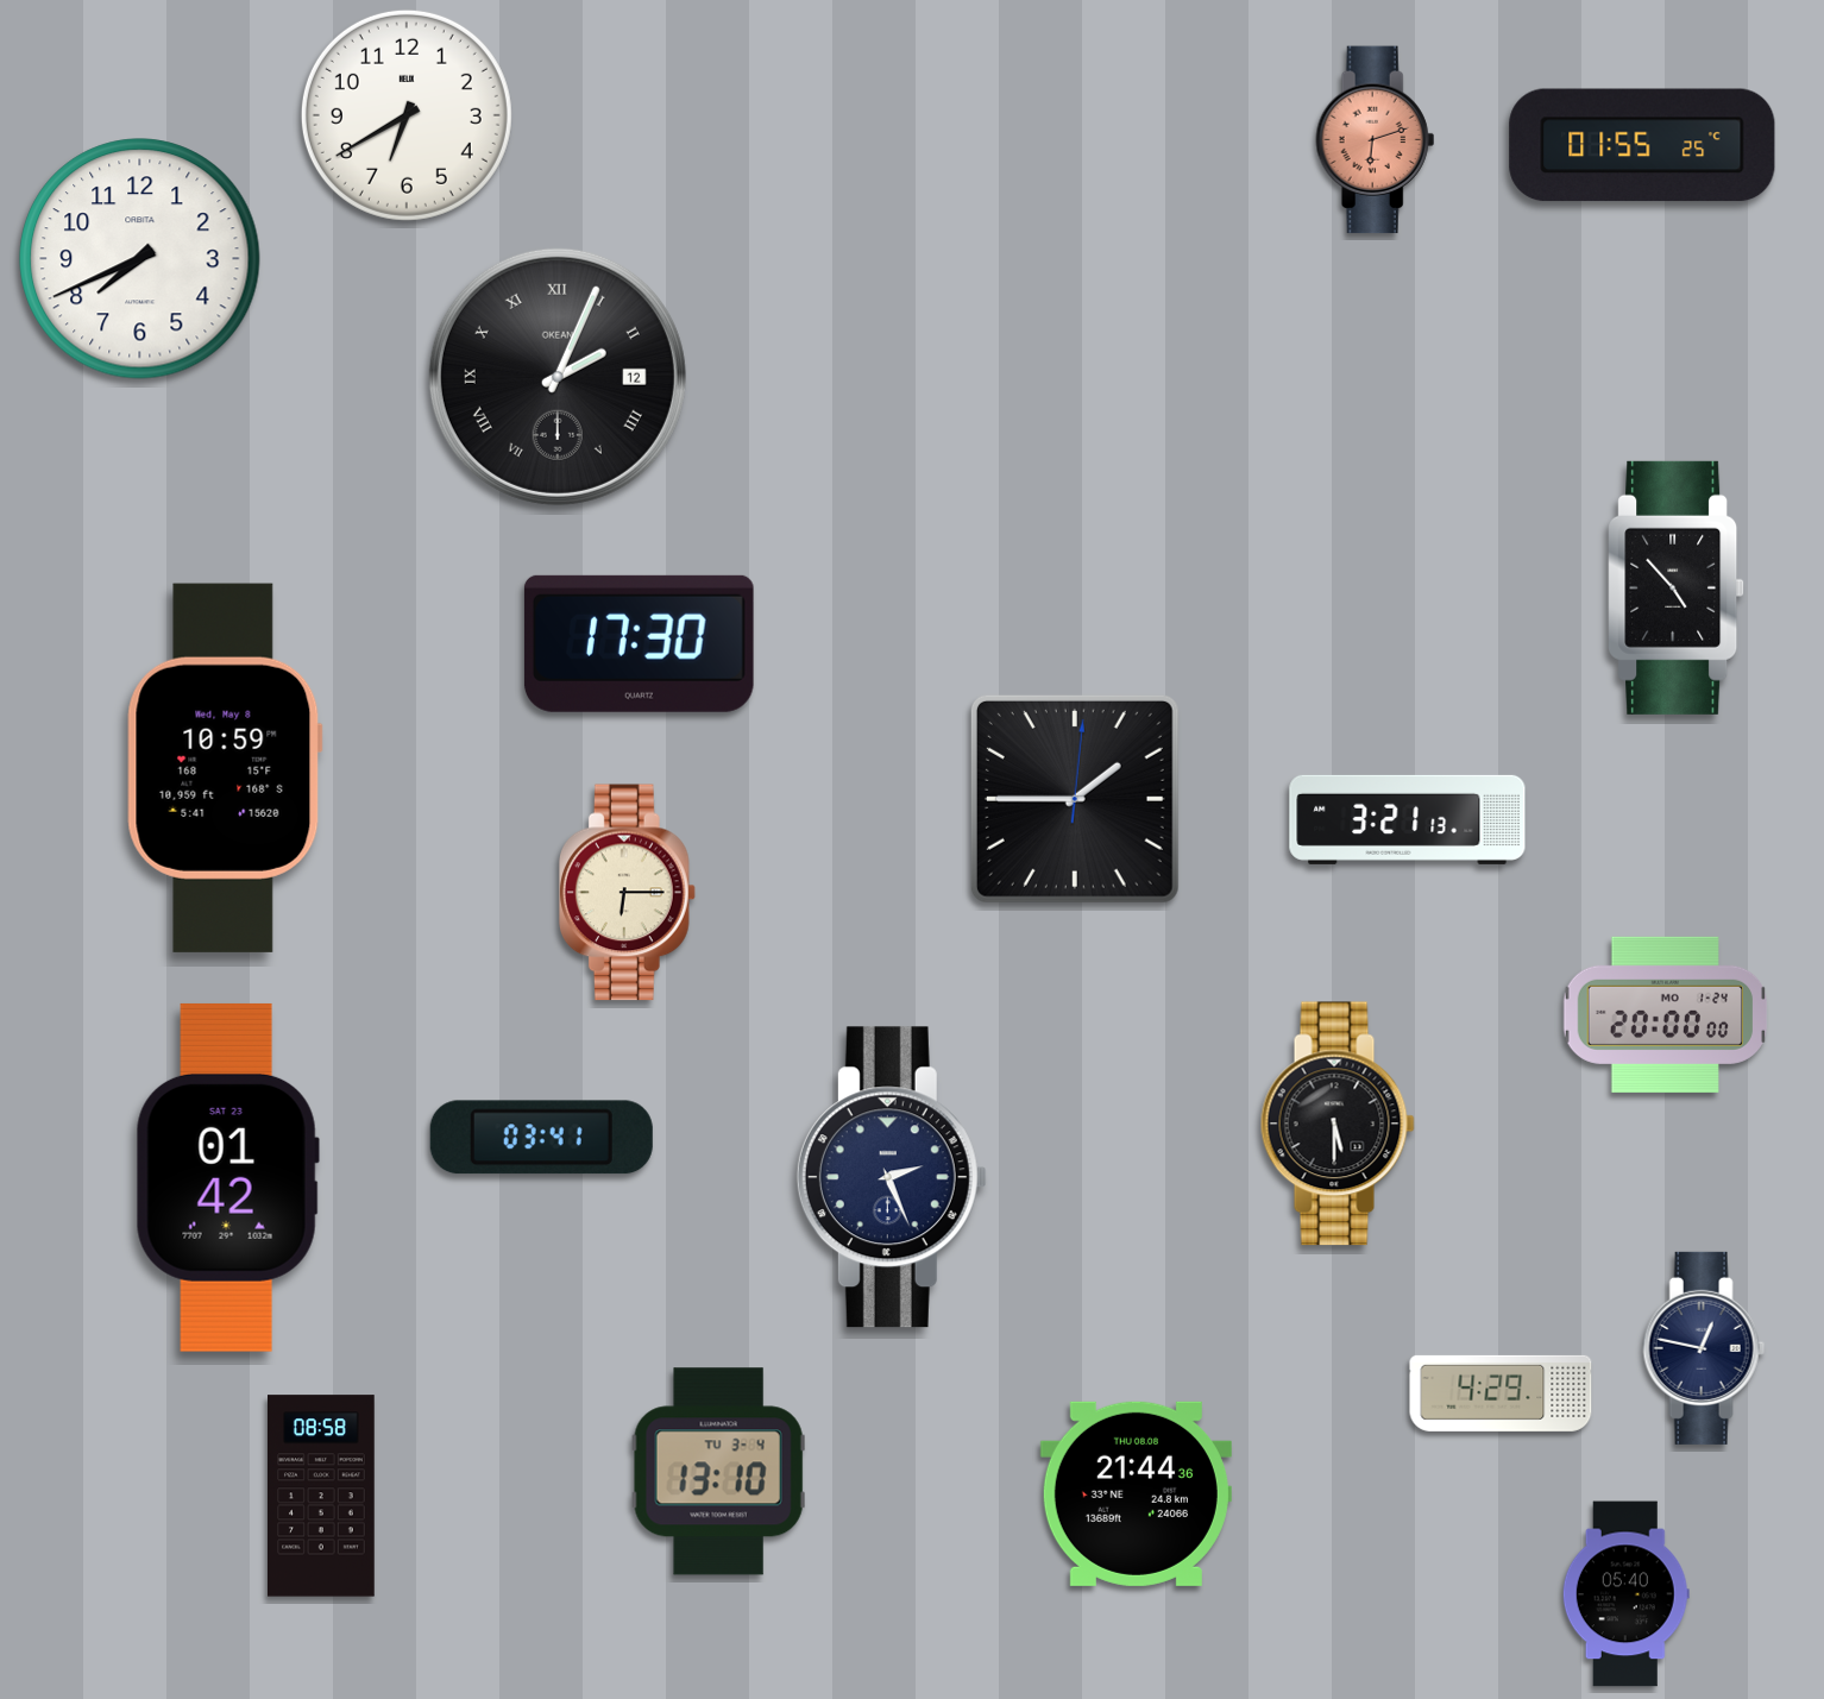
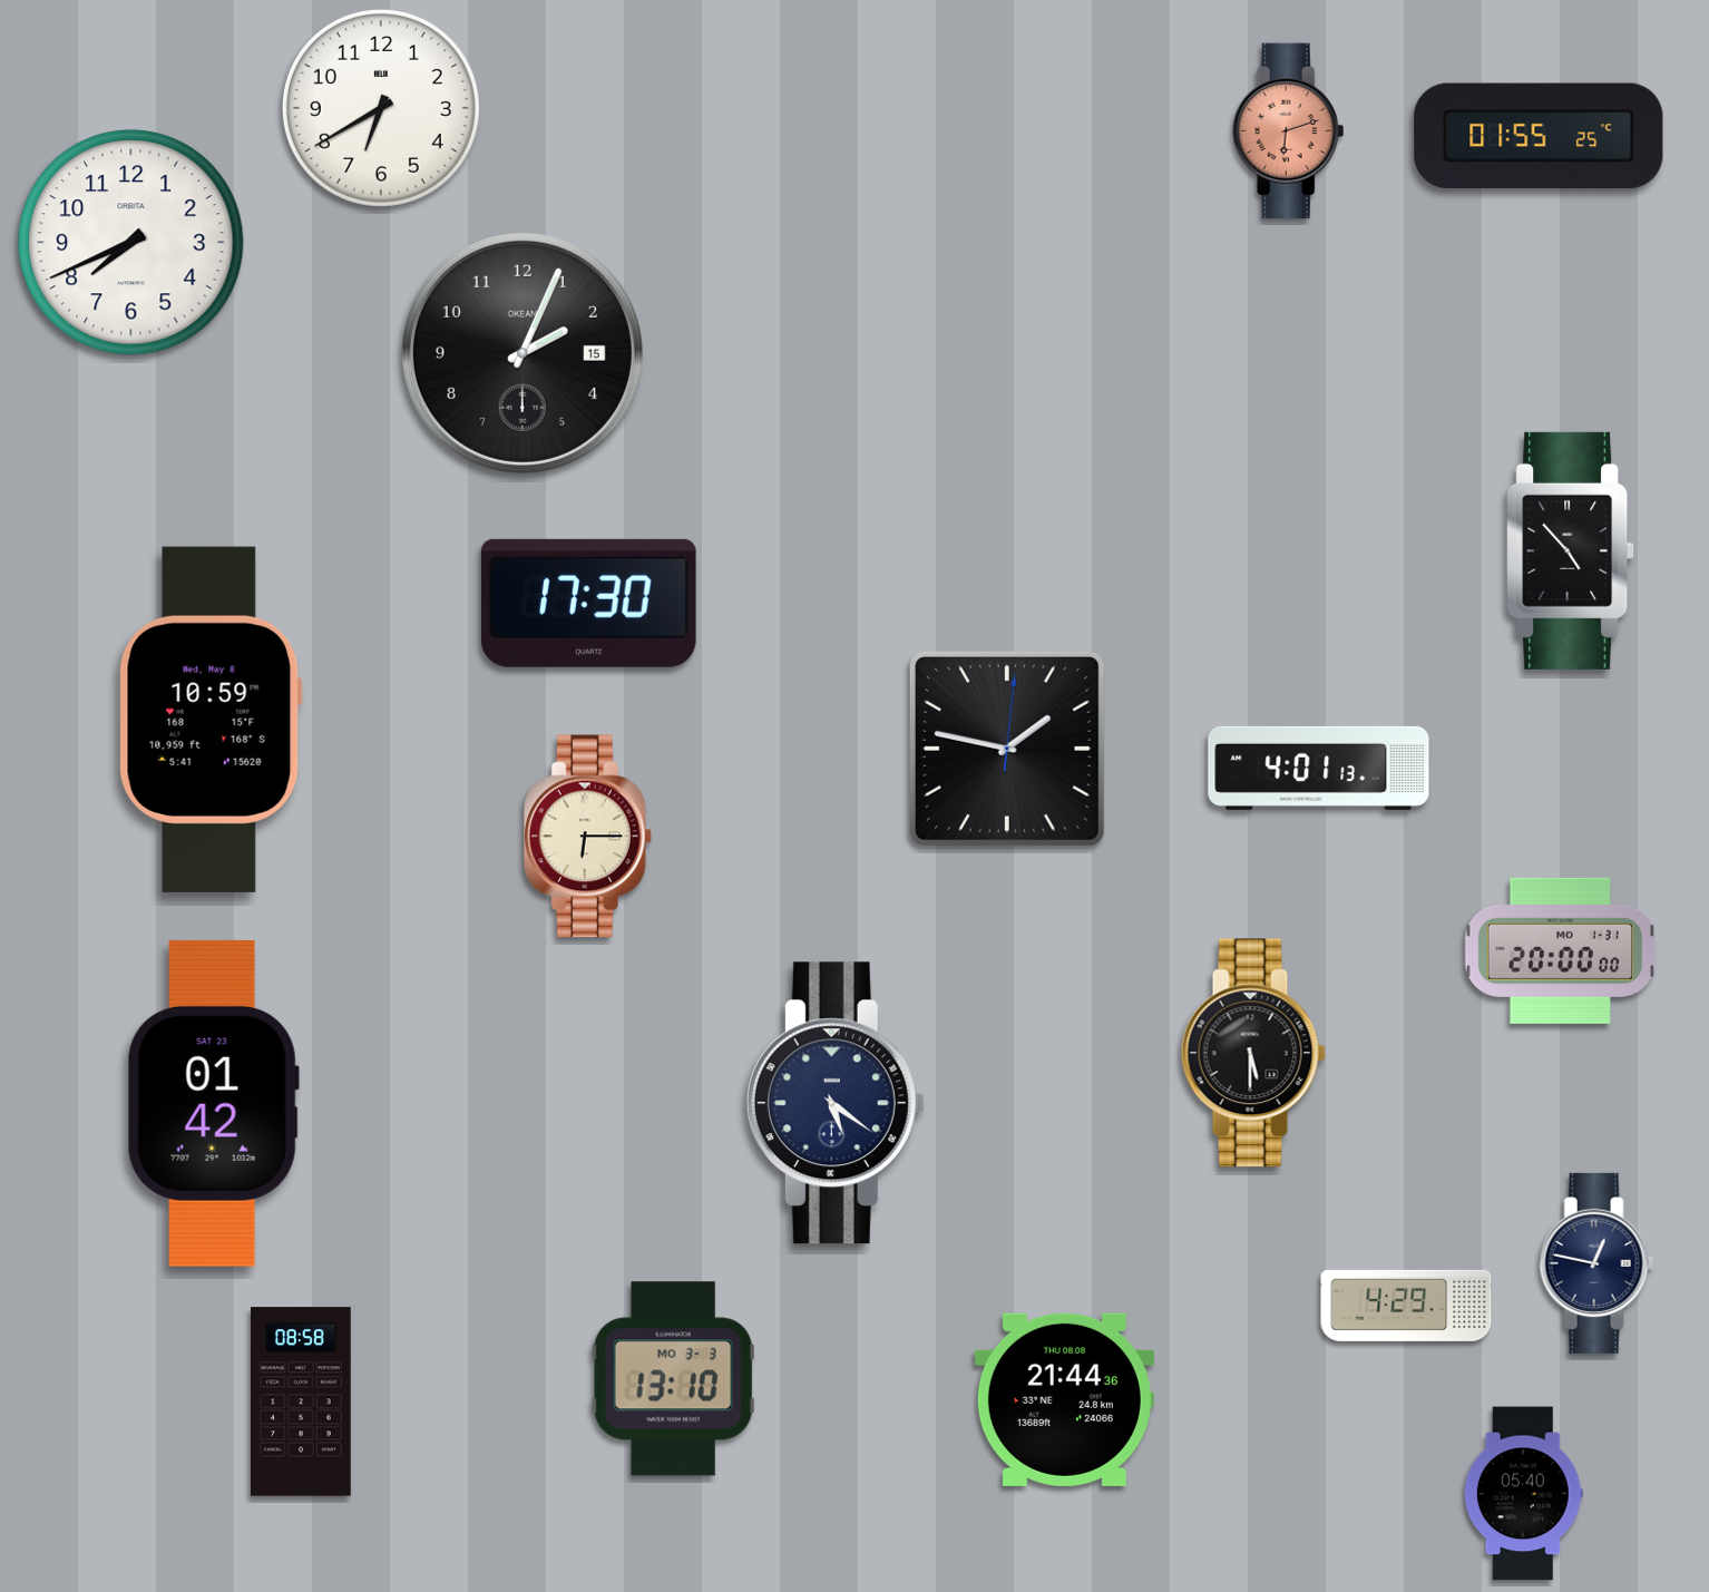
clock at (558, 377) date: 12 -> 15
clock at (558, 377) numerals: Roman -> Arabic
clock at (639, 643) position: (639, 643) -> (588, 603)
clock at (1075, 799): 1:45 -> 1:47
clock at (1408, 819): 3:21 -> 4:01
clock at (1665, 1014) date: MO 1-24 -> MO 1-31
clock at (541, 1138): 03:41 -> none
clock at (892, 1177): 2:26 -> 5:21
clock at (718, 1472) date: TU 3-4 -> MO 3-3
